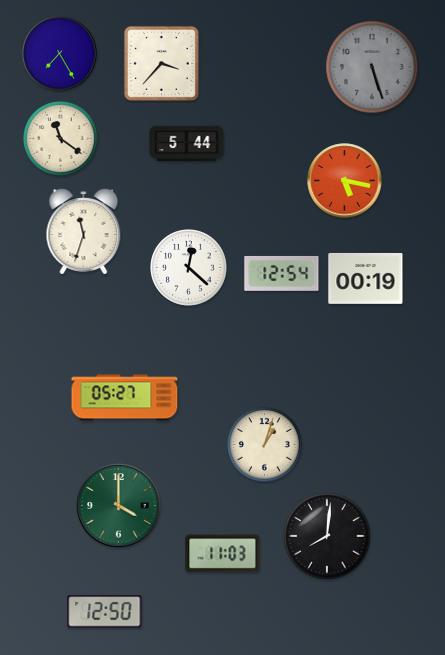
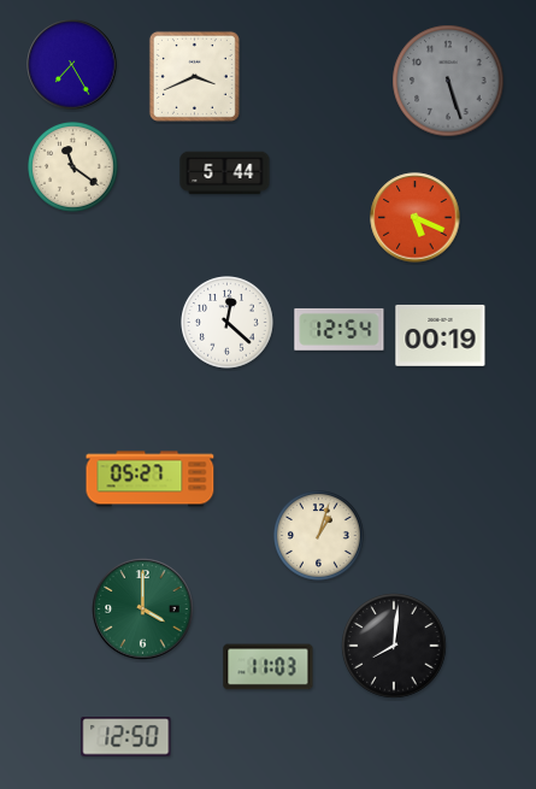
clock at (161, 63): 3:37 -> 3:41
clock at (345, 181): 5:17 -> 5:19
clock at (84, 232): 11:33 -> none
